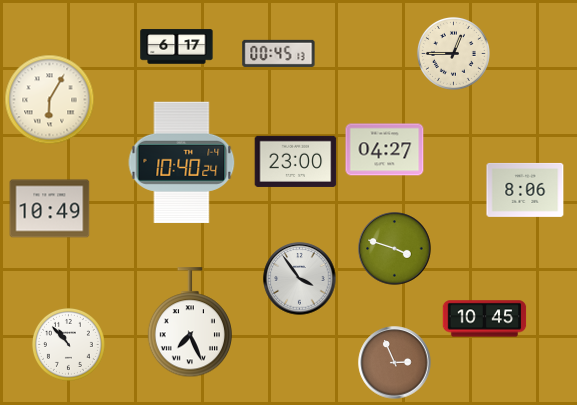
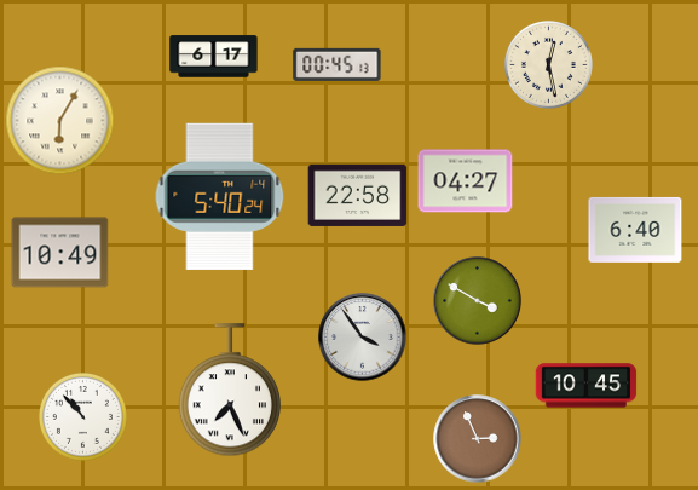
clock at (453, 53): 12:45 -> 12:28
clock at (296, 161): 23:00 -> 22:58
clock at (182, 162): 10:40 -> 5:40
clock at (525, 190): 8:06 -> 6:40
clock at (395, 249): 3:48 -> 3:50
